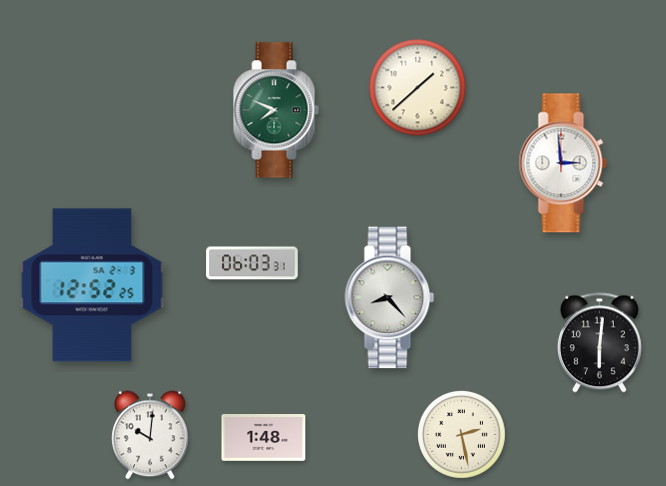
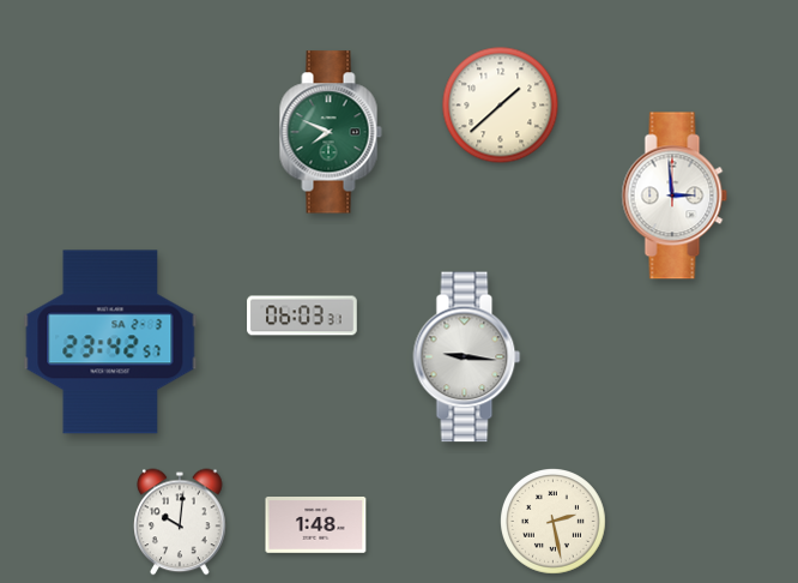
clock at (92, 285): 12:52 -> 23:42
clock at (390, 298): 8:23 -> 9:16
clock at (599, 343): 6:01 -> none
